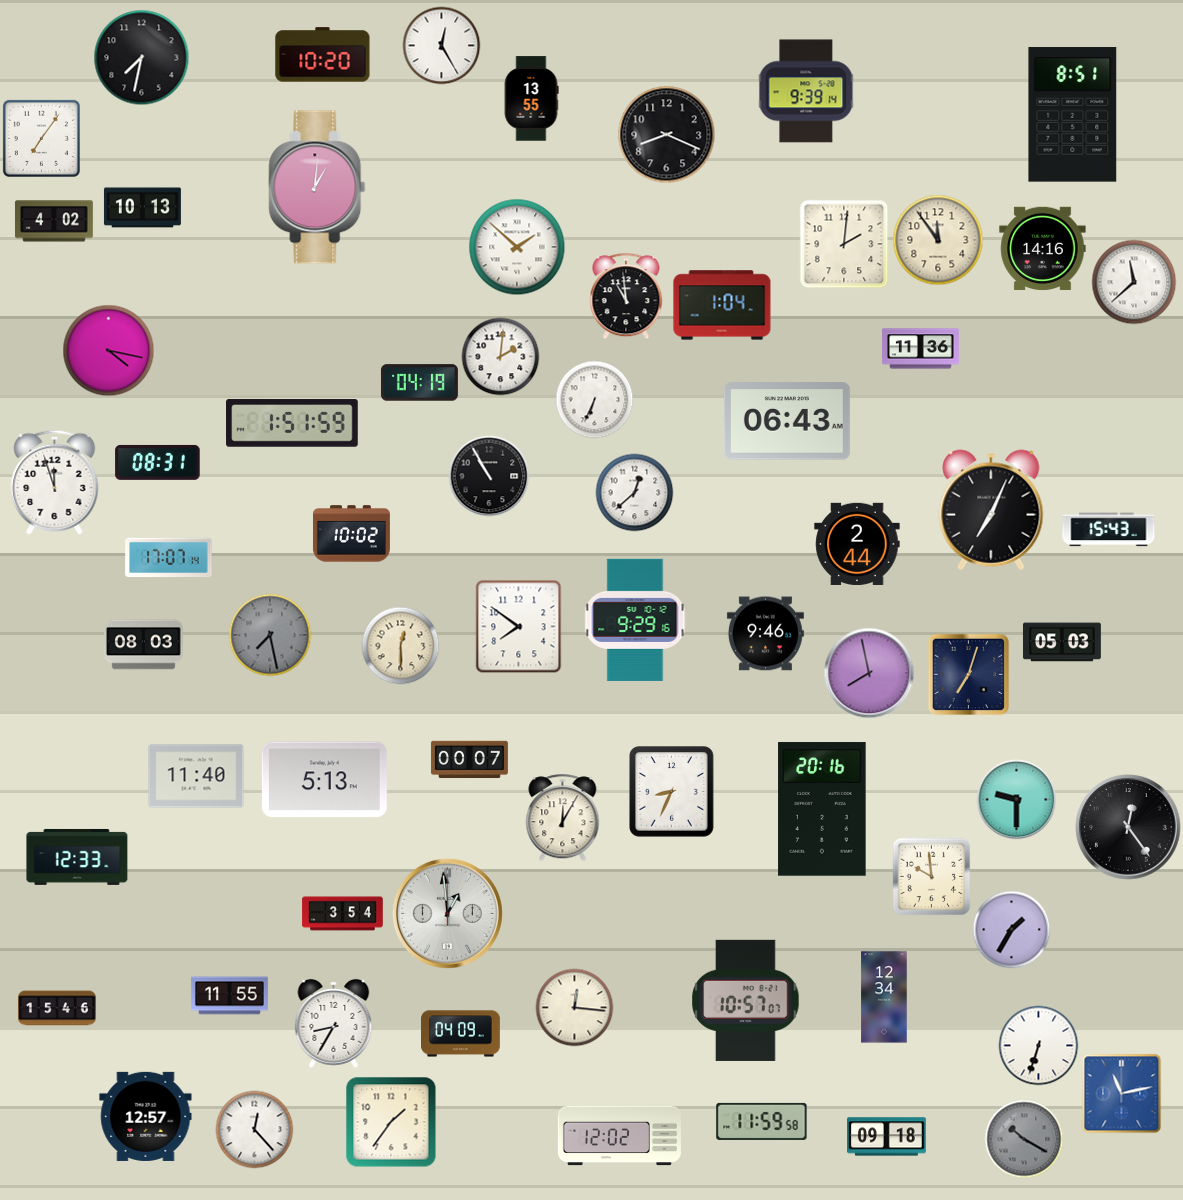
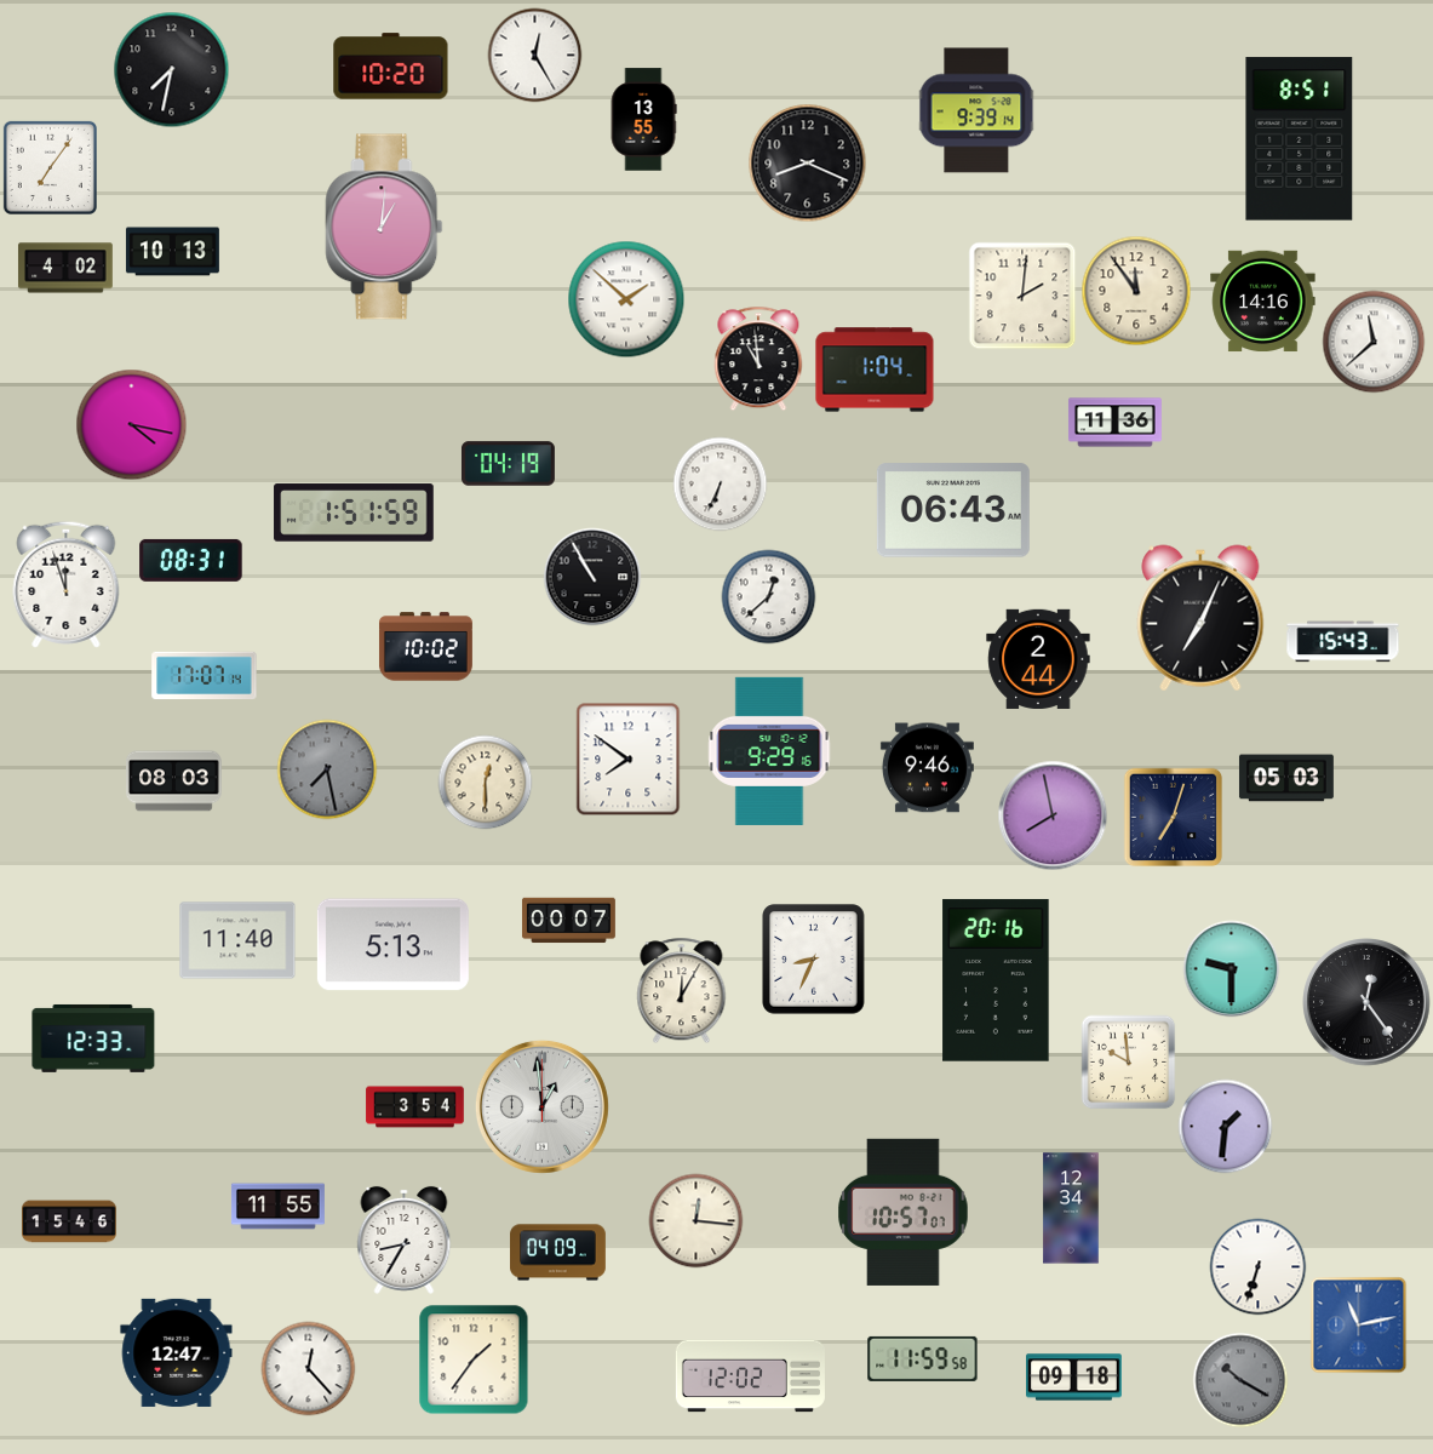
clock at (500, 356): 2:01 -> none
clock at (1011, 929): 1:35 -> 1:31
clock at (146, 1116): 12:57 -> 12:47
